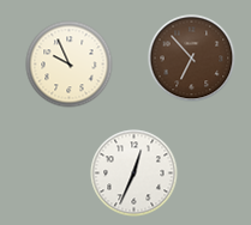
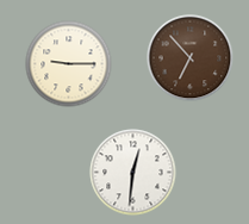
clock at (70, 65): 9:56 -> 9:15
clock at (135, 174): 12:34 -> 12:31
